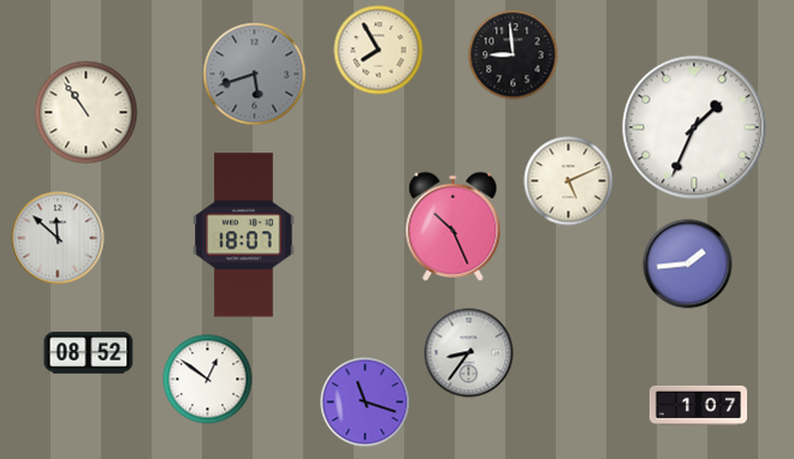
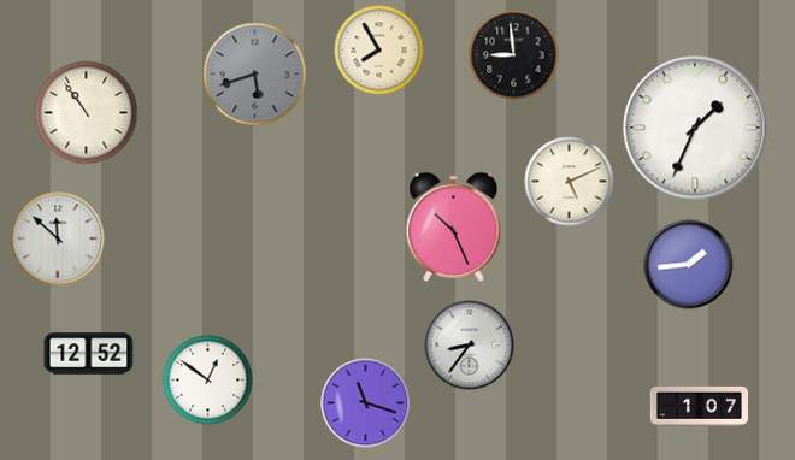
clock at (244, 236): 18:07 -> none
clock at (89, 353): 08:52 -> 12:52
clock at (469, 353) position: (469, 353) -> (470, 346)
